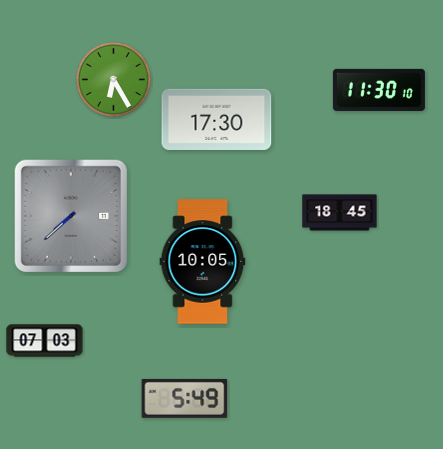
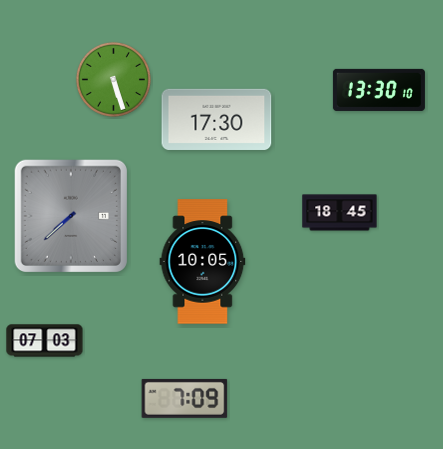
clock at (113, 79): 6:25 -> 5:27
clock at (379, 90): 11:30 -> 13:30
clock at (185, 398): 5:49 -> 7:09
